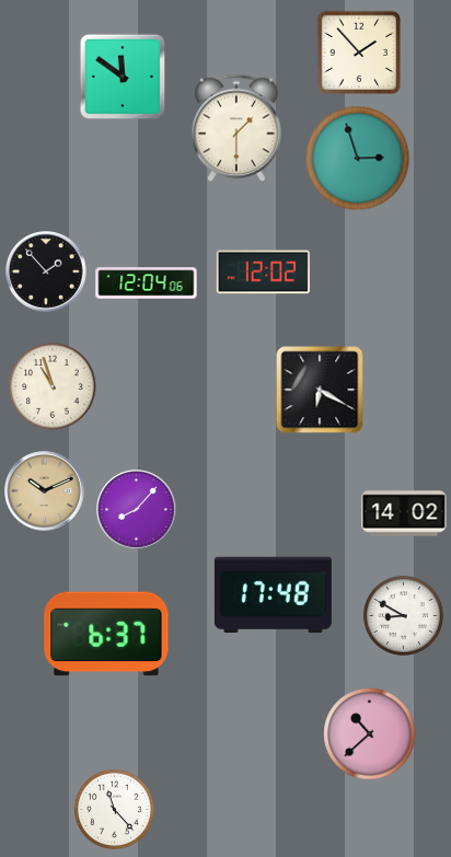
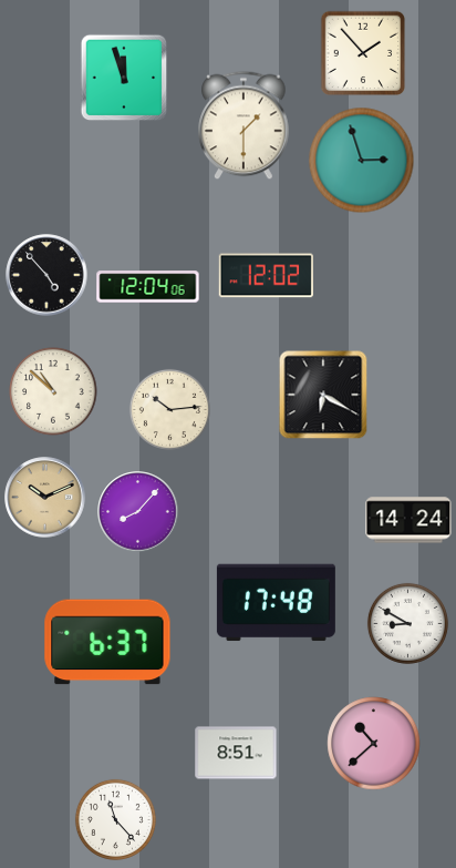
clock at (123, 77): 11:51 -> 11:57
clock at (236, 128) position: (236, 128) -> (243, 125)
clock at (46, 271): 1:53 -> 4:53
clock at (53, 386): 10:57 -> 10:52
clock at (169, 409): none -> 10:14
clock at (137, 510) position: (137, 510) -> (138, 512)
clock at (404, 513): 14:02 -> 14:24
clock at (236, 753): none -> 8:51
